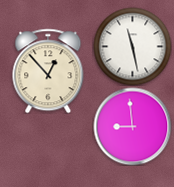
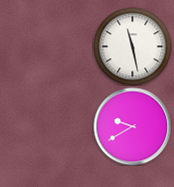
clock at (48, 71): 12:53 -> none
clock at (132, 126): 8:59 -> 9:40
